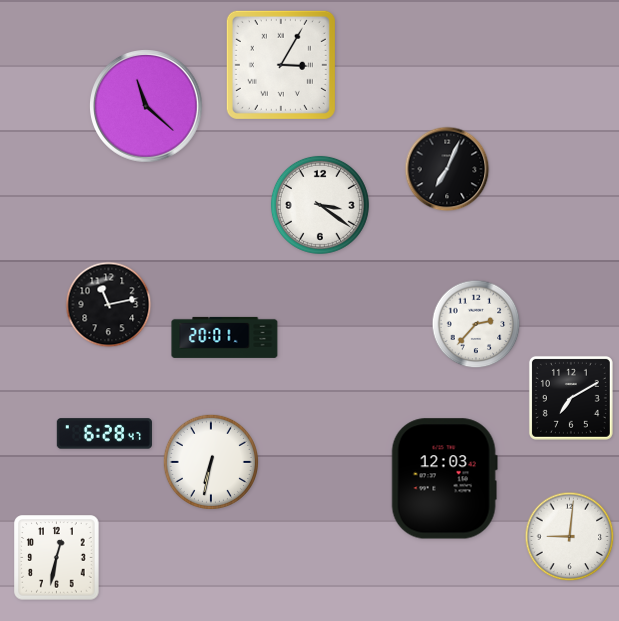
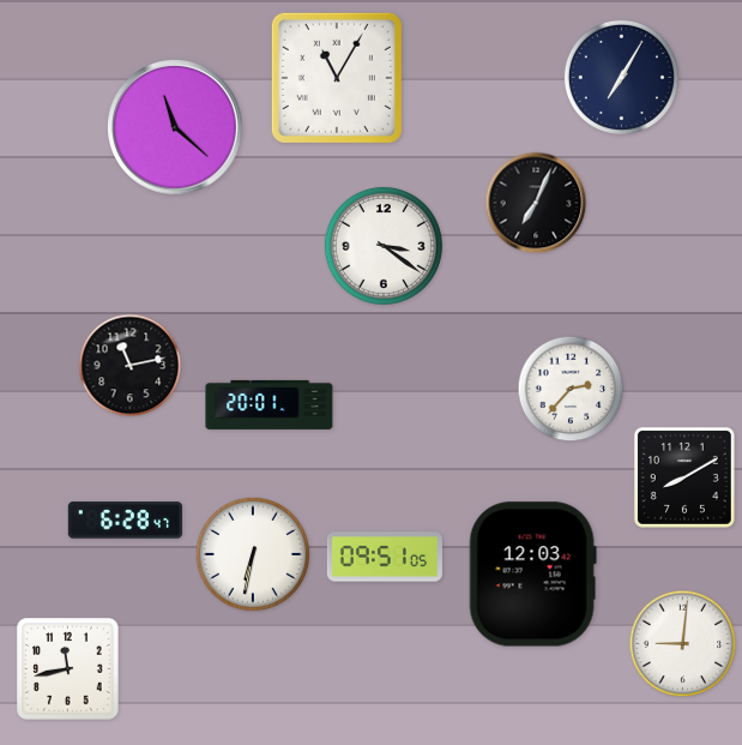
clock at (621, 77): none -> 7:05
clock at (281, 65): 3:05 -> 11:05
clock at (571, 398): 7:10 -> 8:10
clock at (385, 557): none -> 09:51
clock at (57, 558): 12:32 -> 11:43
